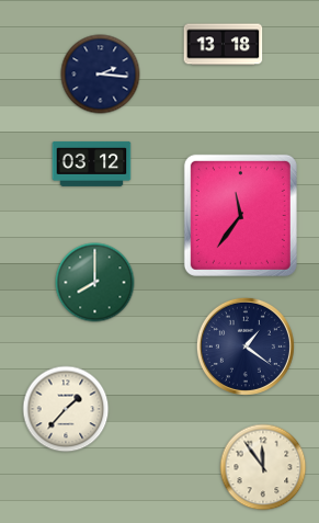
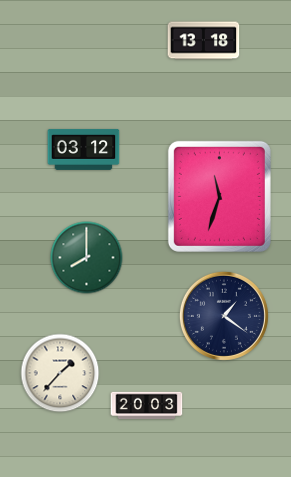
clock at (101, 75): 2:16 -> none
clock at (240, 215): 11:36 -> 11:33
clock at (147, 406): none -> 20:03
clock at (263, 467): 11:54 -> none
